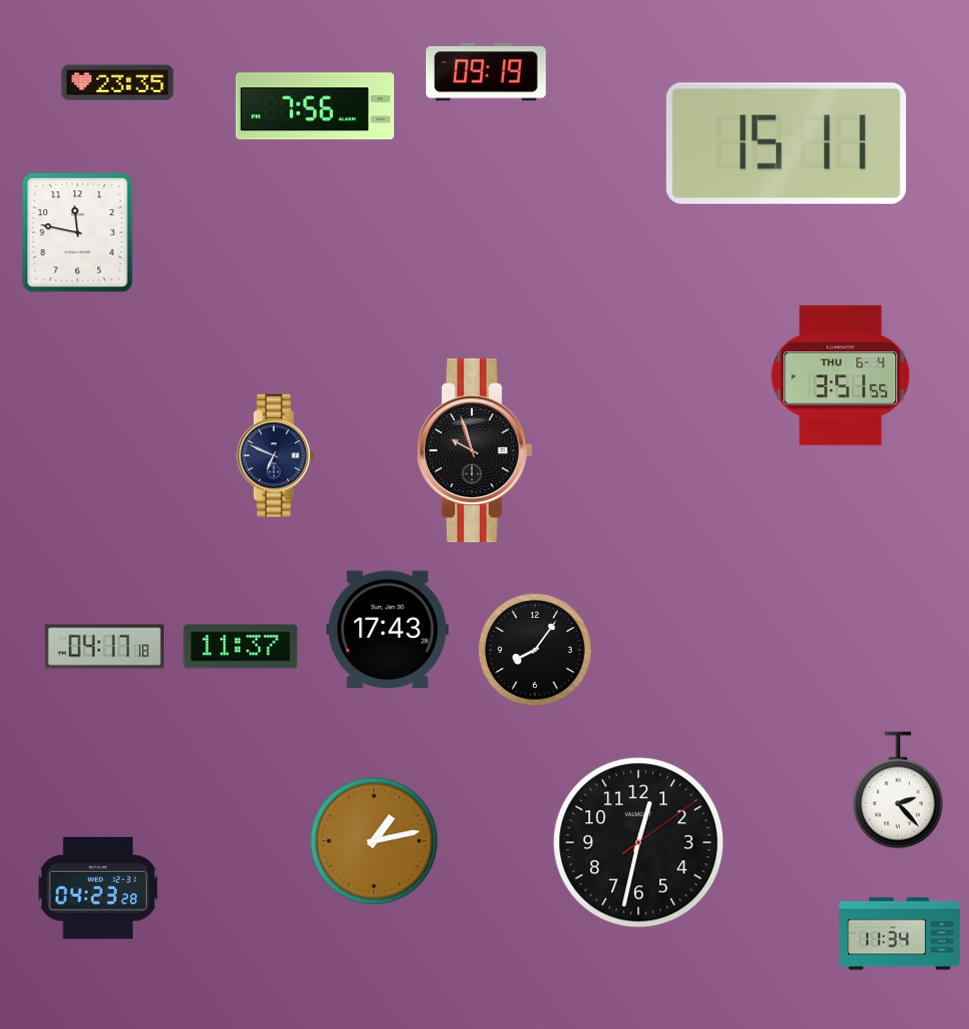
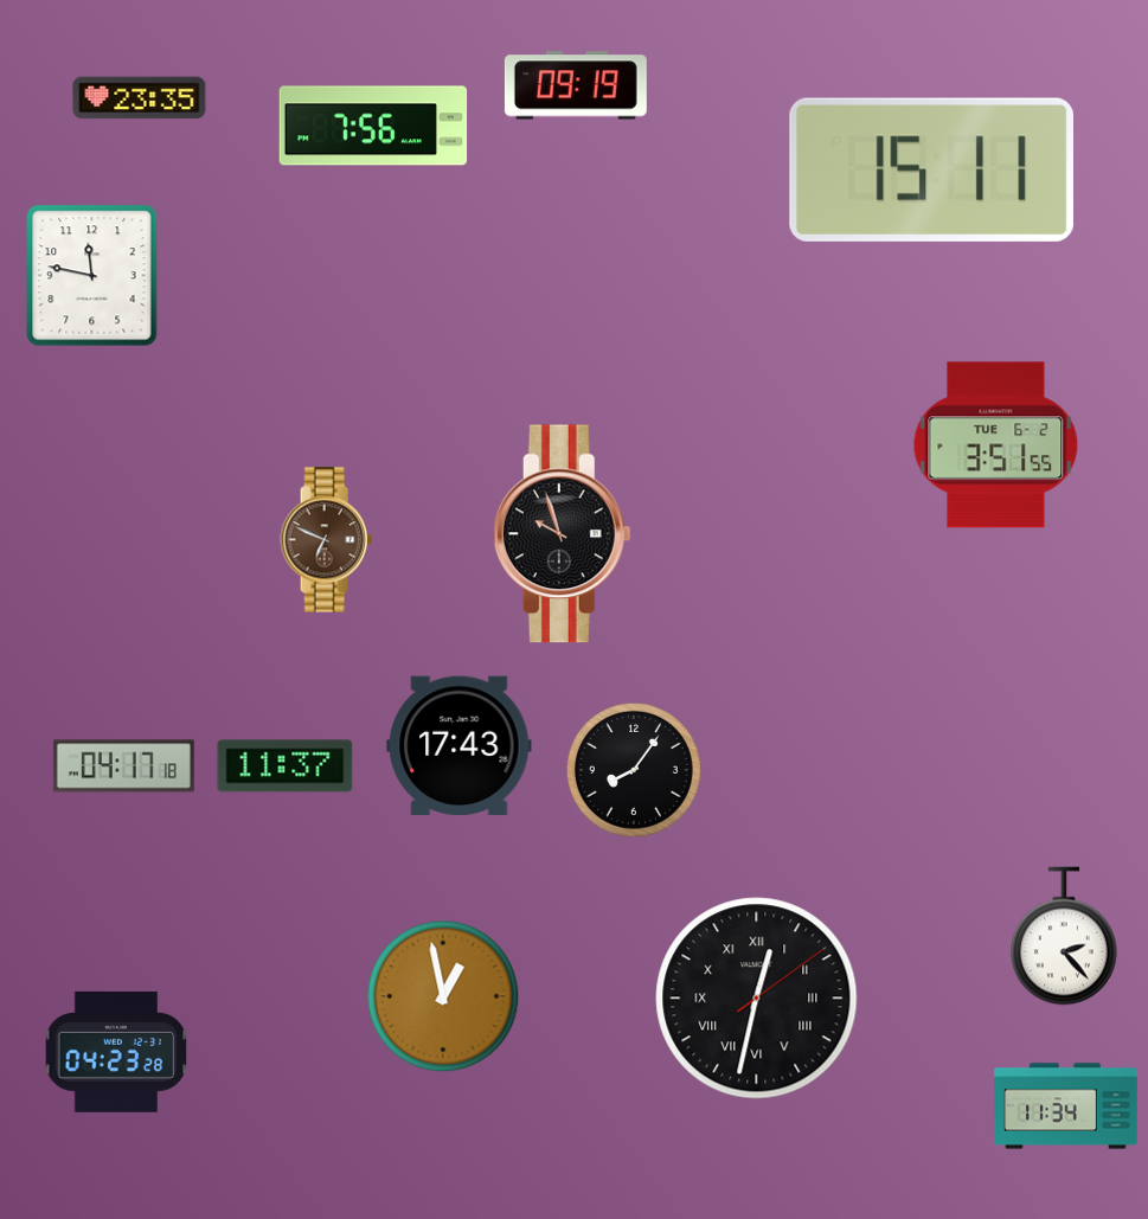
clock at (841, 376) date: THU 6-4 -> TUE 6-2
clock at (276, 456) dial: navy -> brown
clock at (374, 841): 1:13 -> 12:58
clock at (639, 843) numerals: Arabic -> Roman
